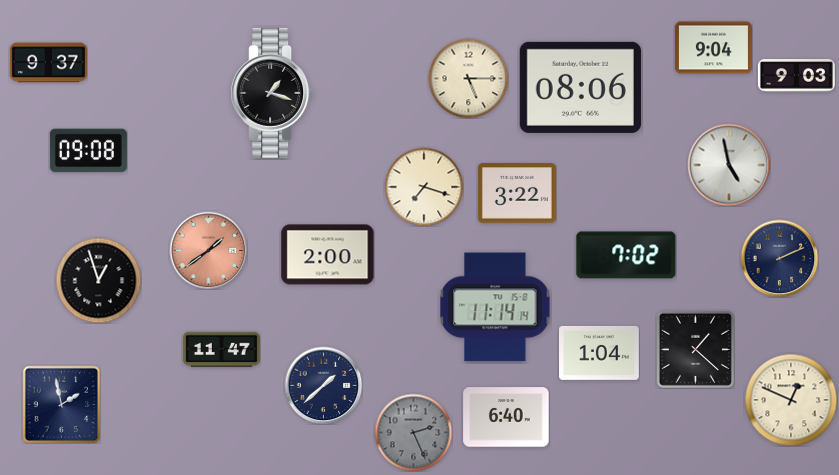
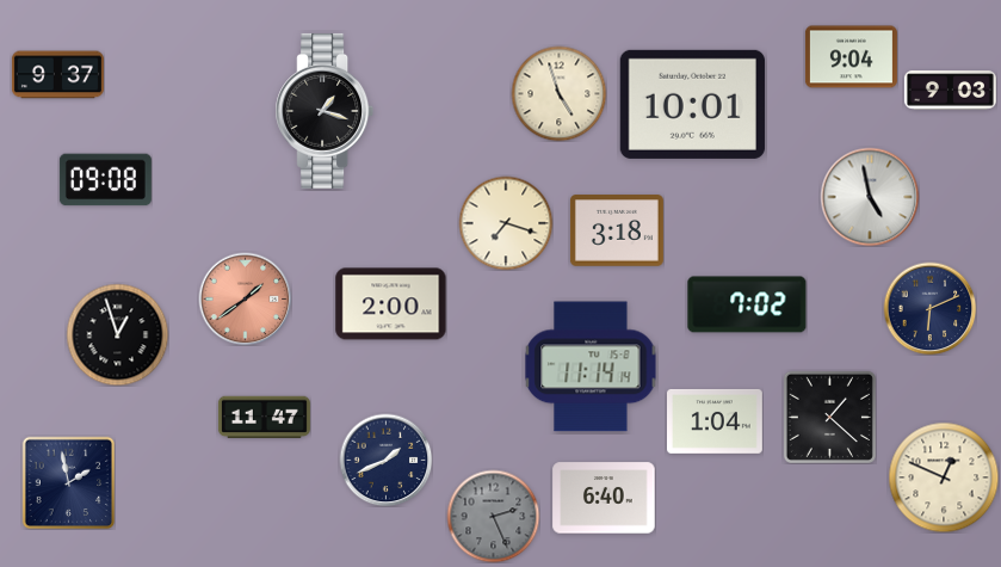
clock at (468, 78): 5:15 -> 4:57
clock at (580, 87): 08:06 -> 10:01
clock at (517, 193): 3:22 -> 3:18
clock at (208, 250) position: (208, 250) -> (245, 298)
clock at (779, 258): 2:11 -> 6:11
clock at (323, 385): 1:38 -> 1:41
clock at (61, 404) position: (61, 404) -> (68, 482)
